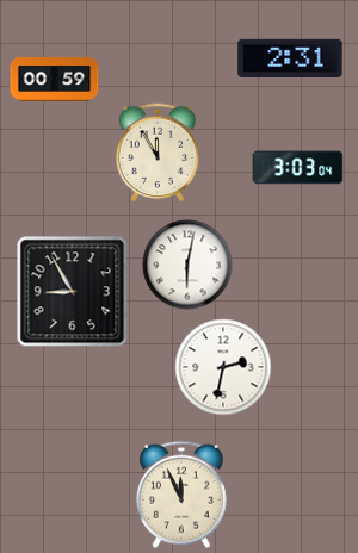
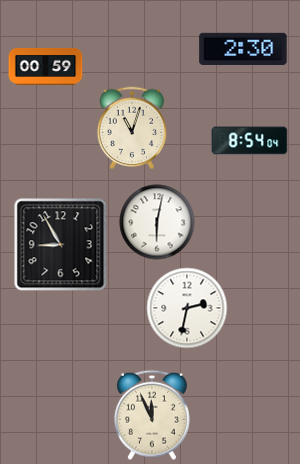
clock at (290, 57): 2:31 -> 2:30
clock at (158, 153): 11:55 -> 11:03
clock at (298, 168): 3:03 -> 8:54
